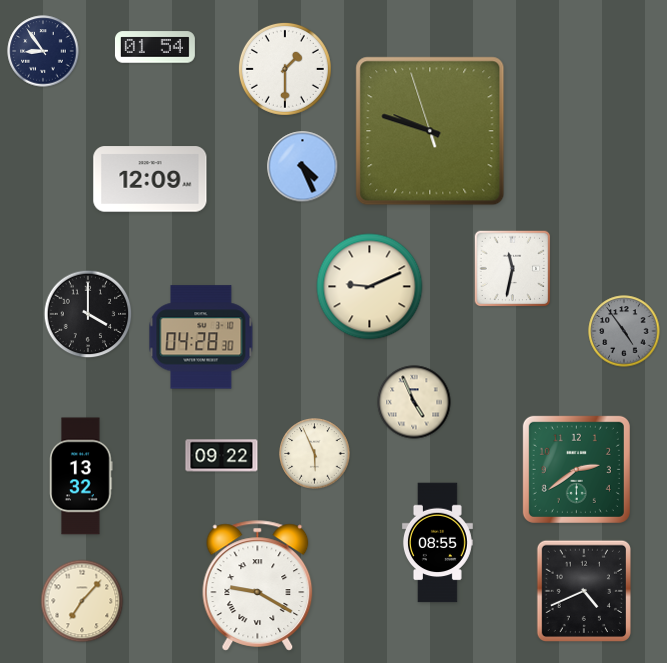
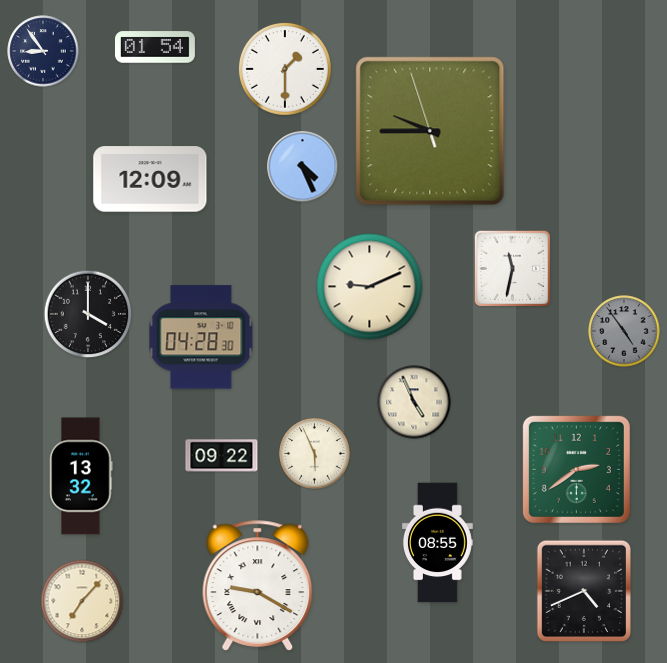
clock at (430, 131): 9:47 -> 9:44
